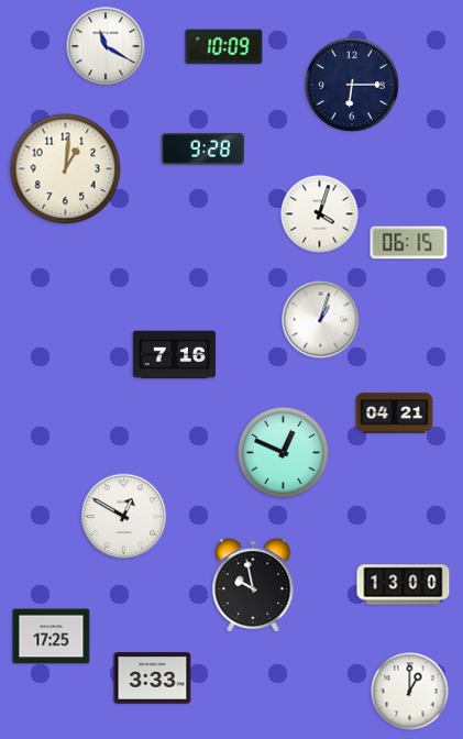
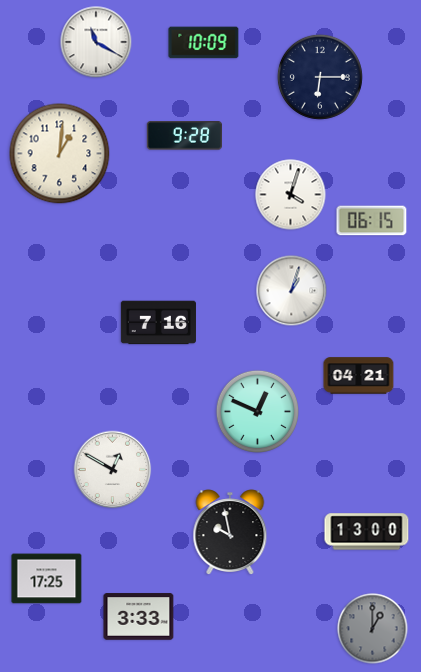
clock at (410, 692) dial: white -> grey
